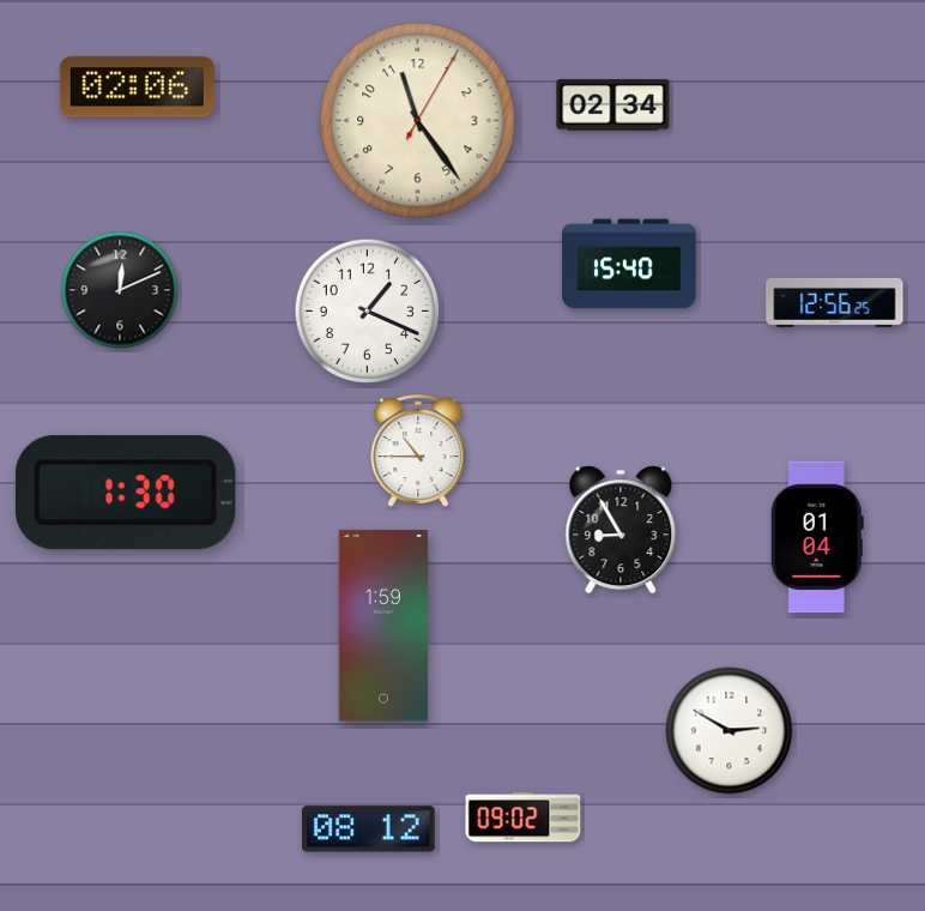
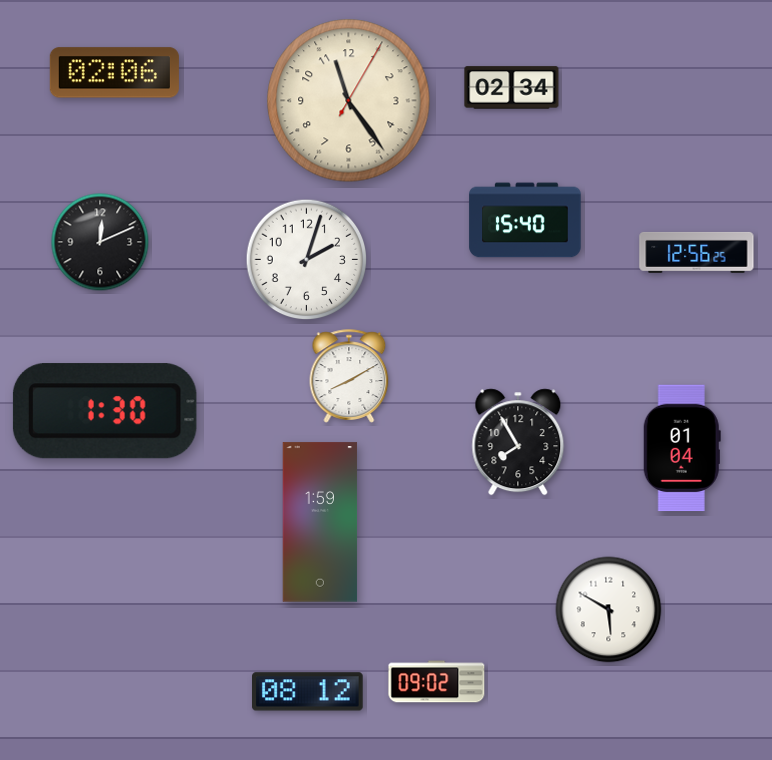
clock at (368, 312): 1:19 -> 2:03
clock at (418, 451): 10:45 -> 8:10
clock at (621, 530): 8:55 -> 7:55
clock at (730, 731): 2:50 -> 5:50
